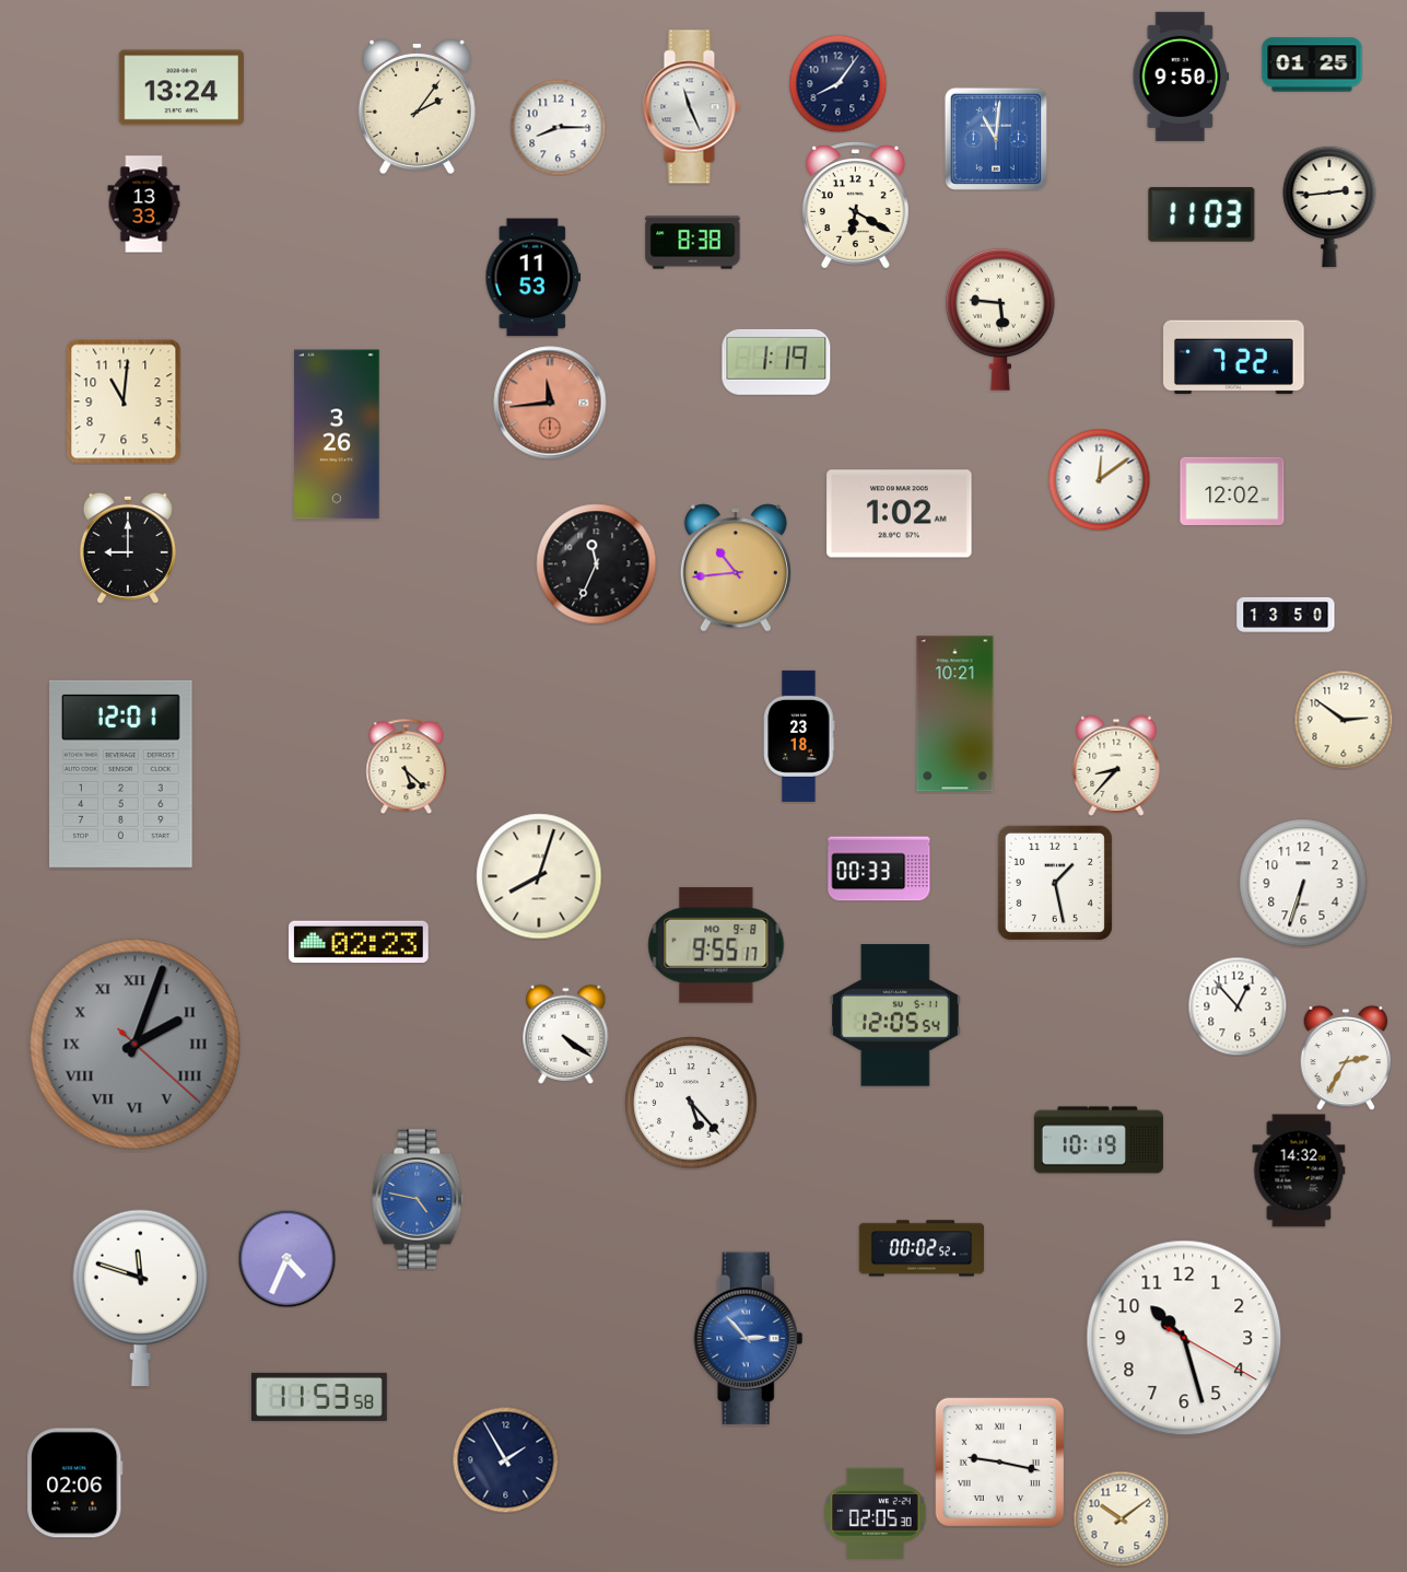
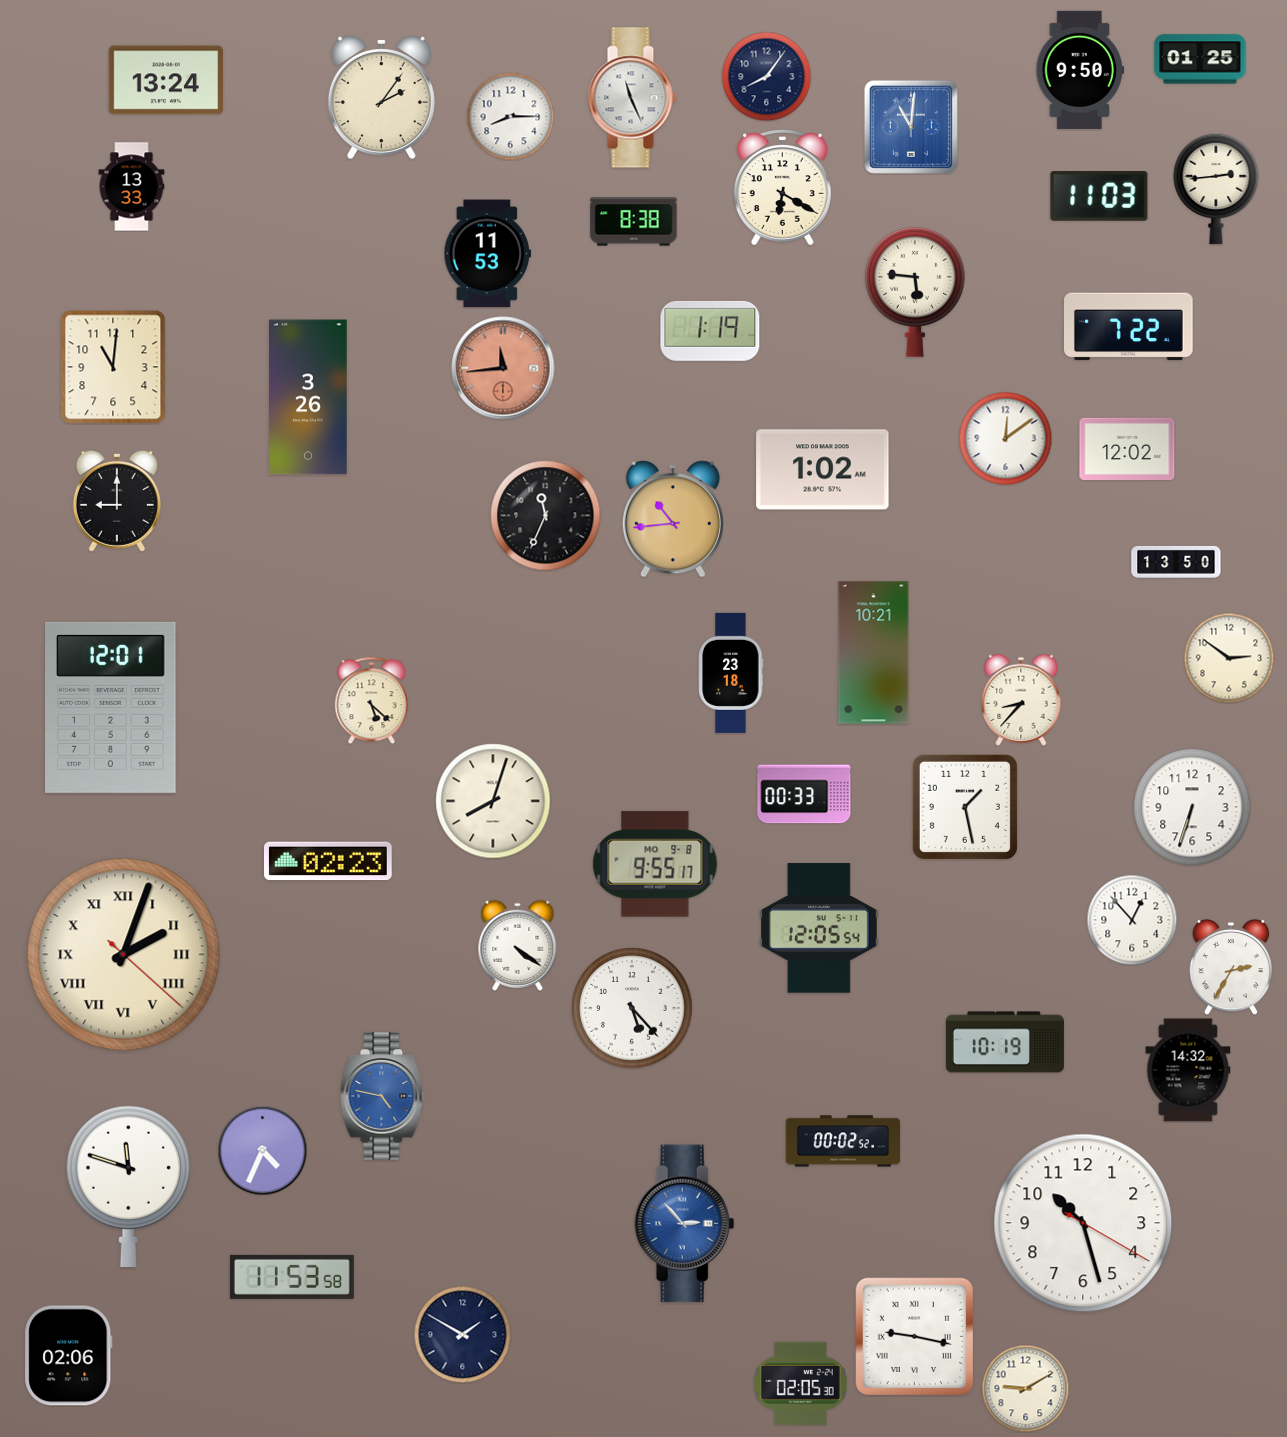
clock at (136, 1045) dial: grey -> cream
clock at (505, 1459): 1:55 -> 1:50
clock at (1121, 1518): 10:09 -> 9:10
